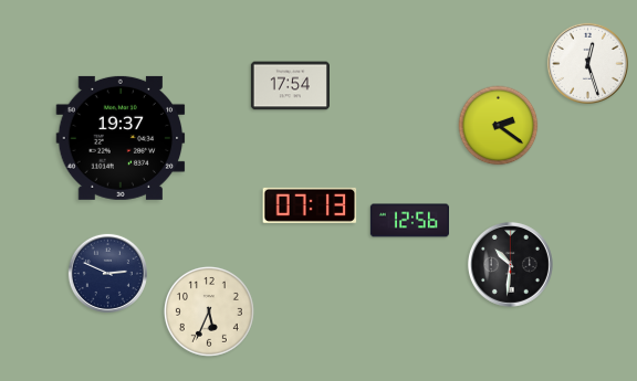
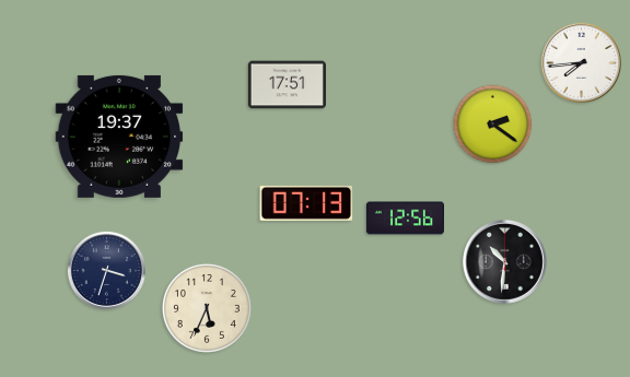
clock at (587, 63): 12:27 -> 7:44
clock at (290, 86): 17:54 -> 17:51
clock at (107, 273): 2:49 -> 3:33
